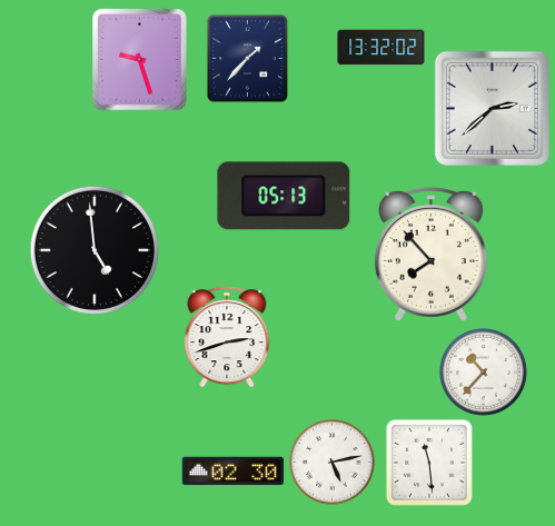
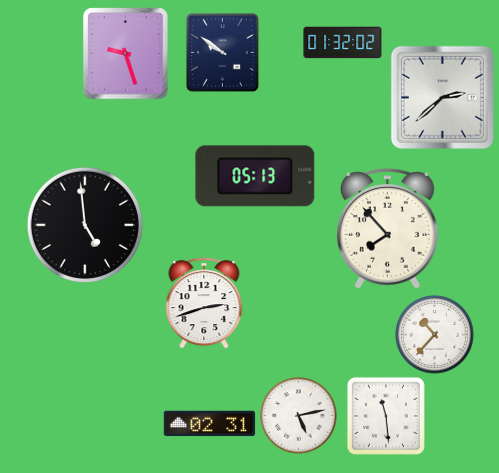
clock at (381, 48): 13:32 -> 01:32
clock at (248, 59): 1:37 -> 9:51
clock at (234, 472): 02:30 -> 02:31
